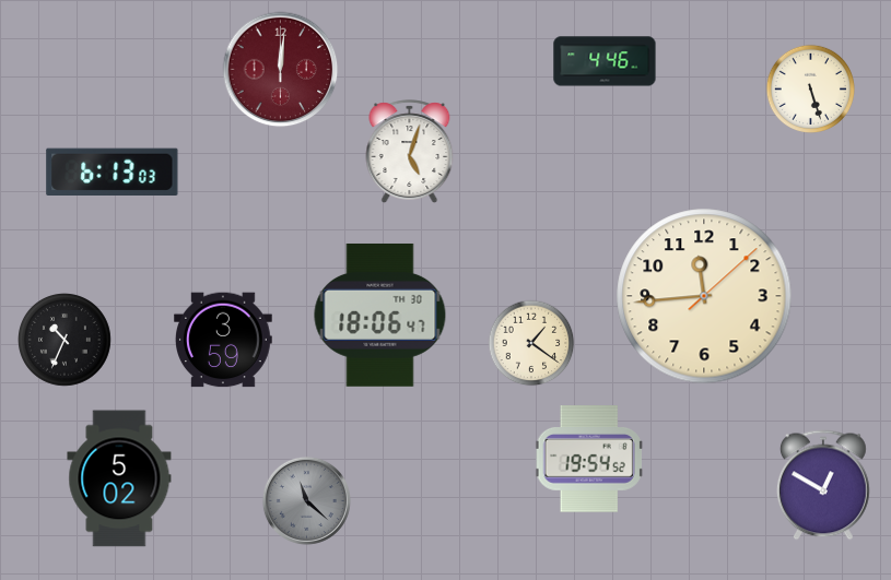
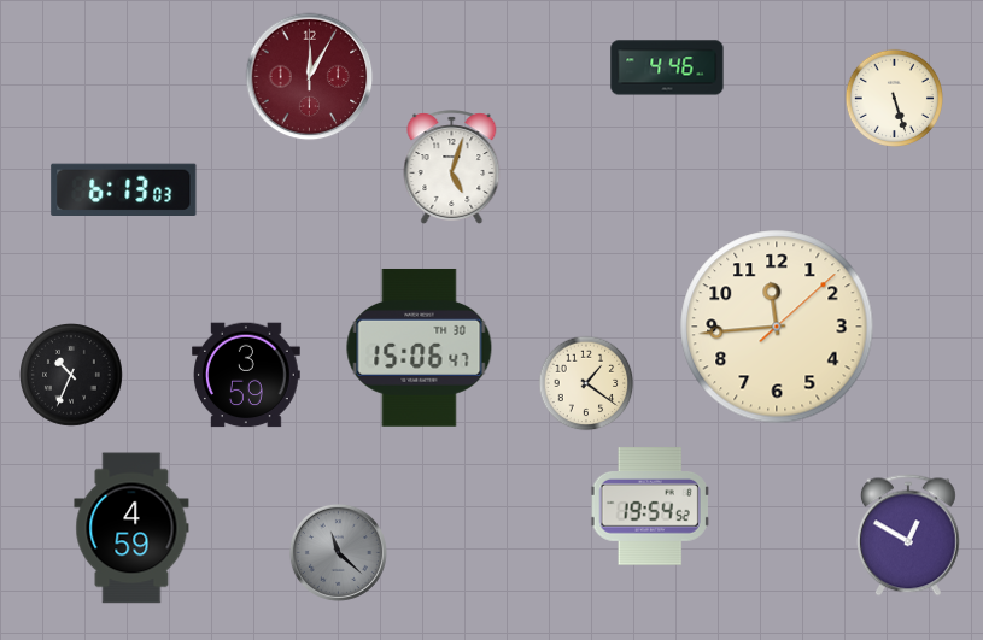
clock at (281, 70): 12:01 -> 12:05
clock at (380, 315): 18:06 -> 15:06
clock at (531, 343) position: (531, 343) -> (586, 383)
clock at (119, 478): 5:02 -> 4:59
